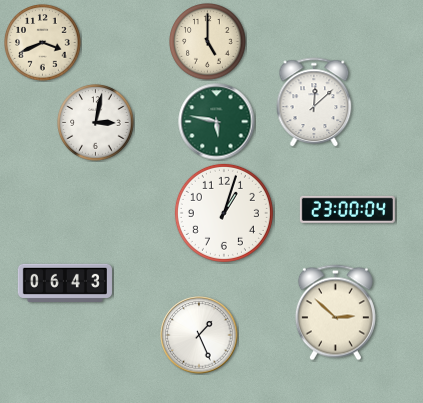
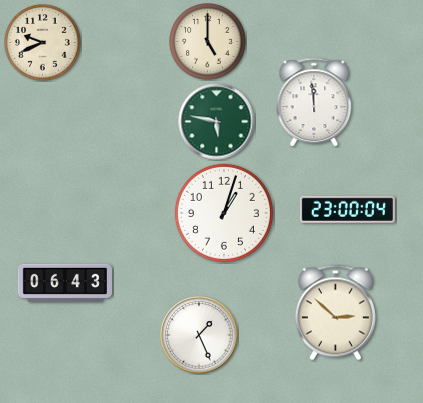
clock at (43, 43): 3:41 -> 9:41
clock at (314, 102): 12:08 -> 11:59
clock at (96, 123): 3:02 -> none
